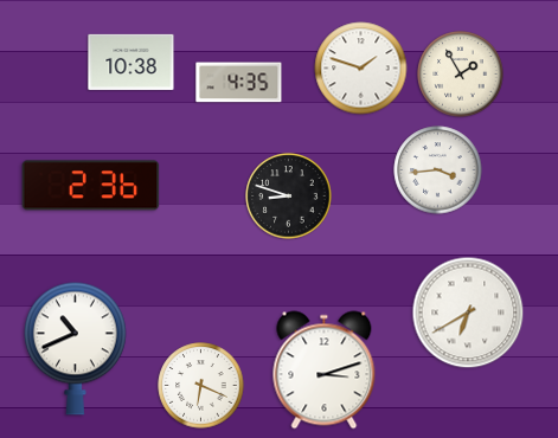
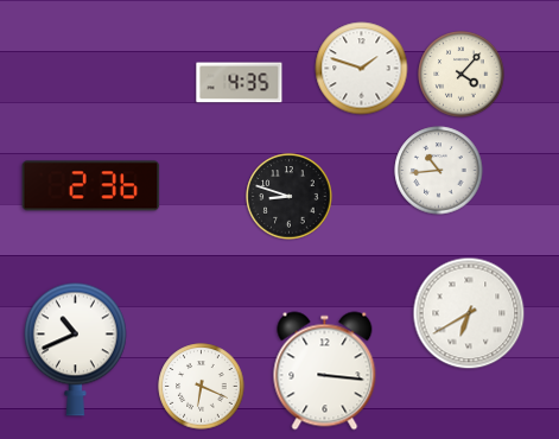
clock at (132, 62): 10:38 -> none
clock at (461, 75): 1:55 -> 4:07
clock at (438, 170): 3:44 -> 10:44
clock at (325, 371): 3:12 -> 3:16
